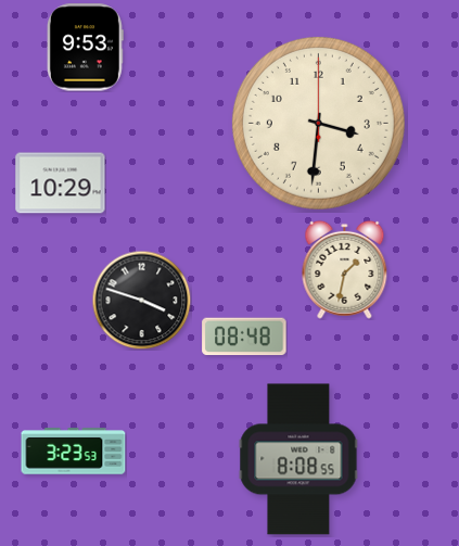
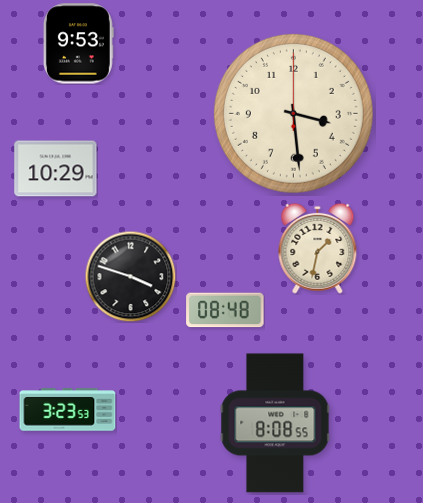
clock at (318, 123): 3:31 -> 3:29
clock at (74, 452) position: (74, 452) -> (68, 410)
